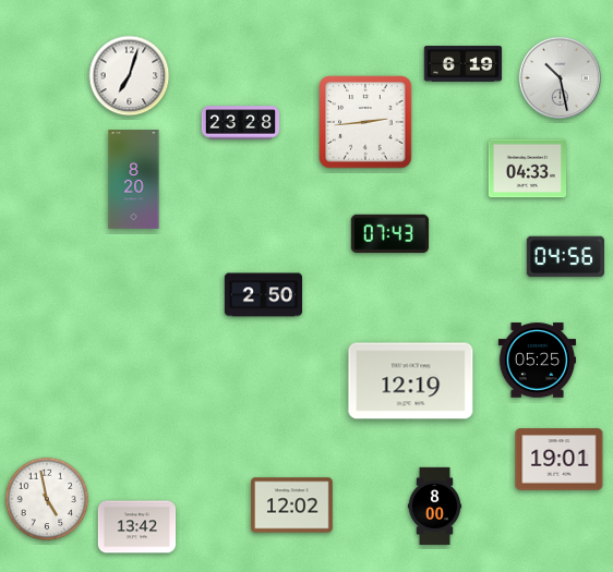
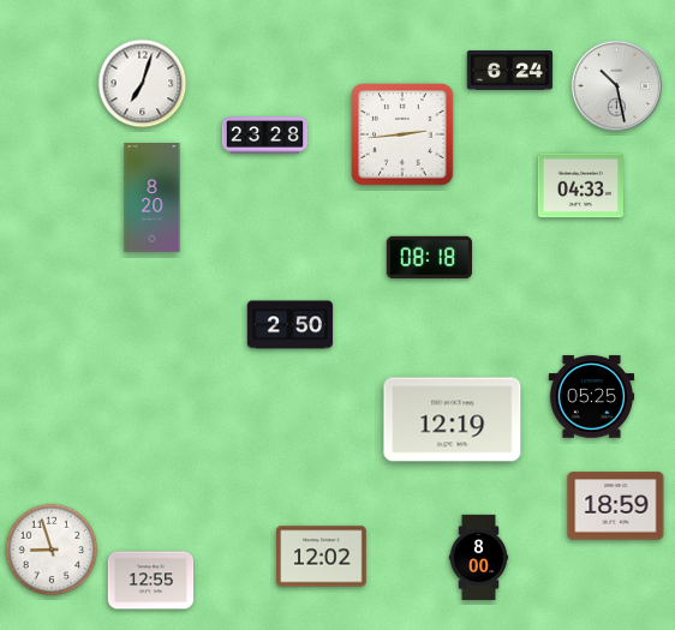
clock at (464, 64): 6:19 -> 6:24
clock at (134, 180) position: (134, 180) -> (153, 198)
clock at (389, 234): 07:43 -> 08:18
clock at (565, 257): 04:56 -> none
clock at (560, 460): 19:01 -> 18:59
clock at (47, 499): 4:58 -> 8:57
clock at (137, 527): 13:42 -> 12:55
